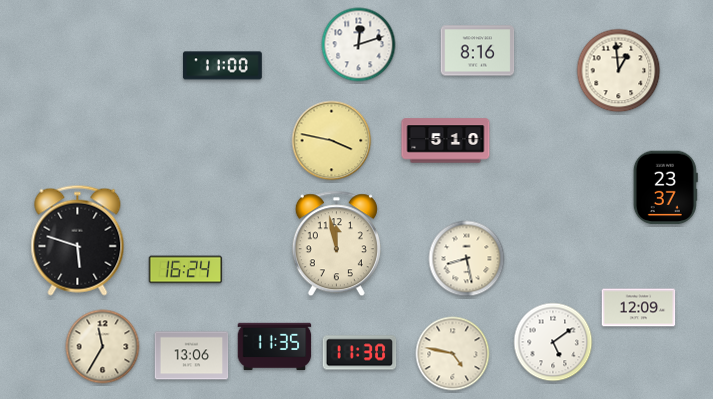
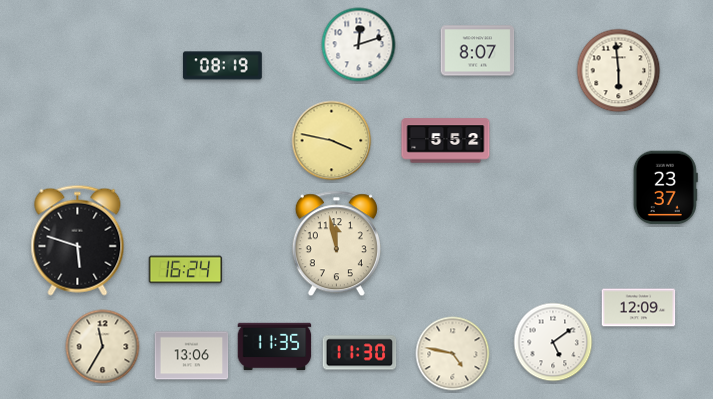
clock at (478, 51): 8:16 -> 8:07
clock at (222, 66): 11:00 -> 08:19
clock at (619, 71): 12:59 -> 5:59
clock at (446, 141): 5:10 -> 5:52
clock at (467, 259): 8:28 -> none
